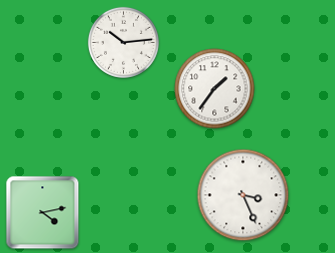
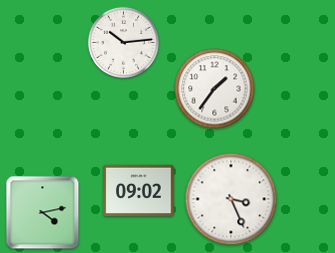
clock at (139, 191): none -> 09:02
clock at (243, 195) position: (243, 195) -> (231, 199)
